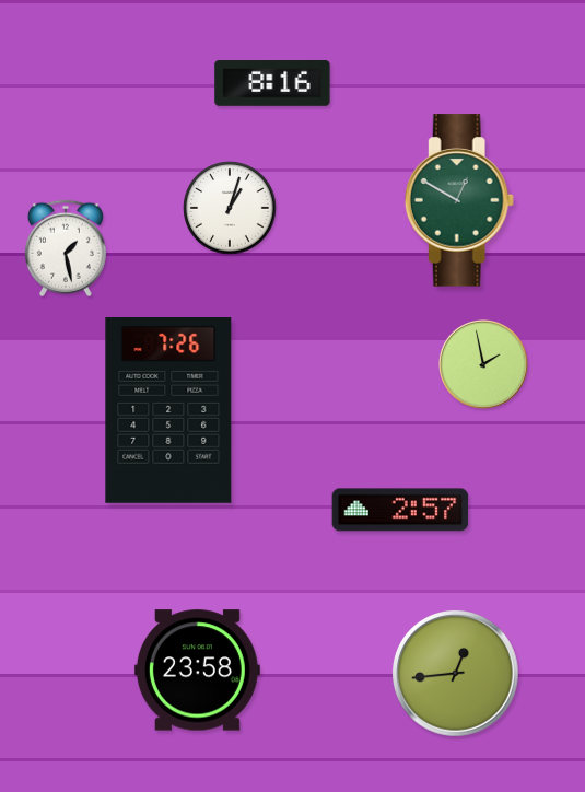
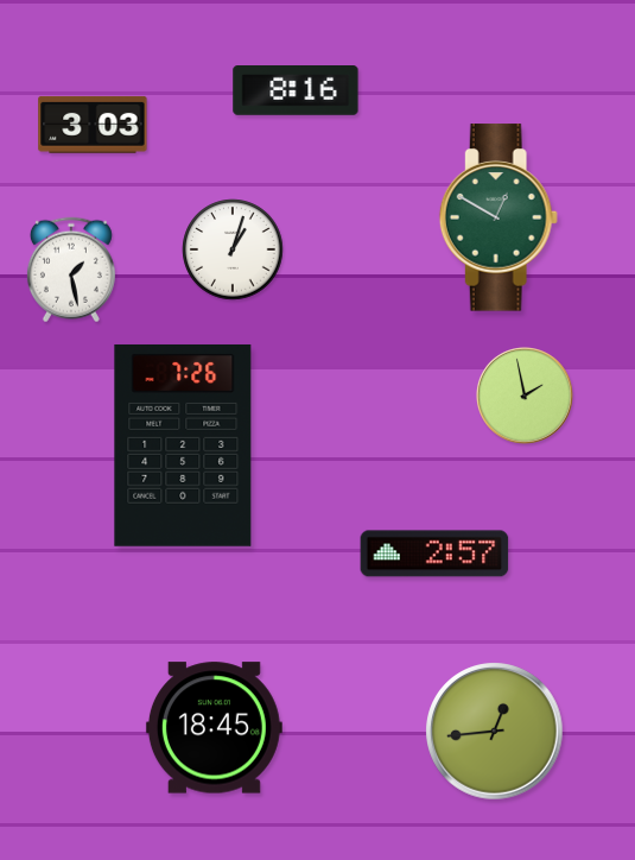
clock at (93, 125): none -> 3:03
clock at (230, 208) position: (230, 208) -> (233, 249)
clock at (197, 671): 23:58 -> 18:45
